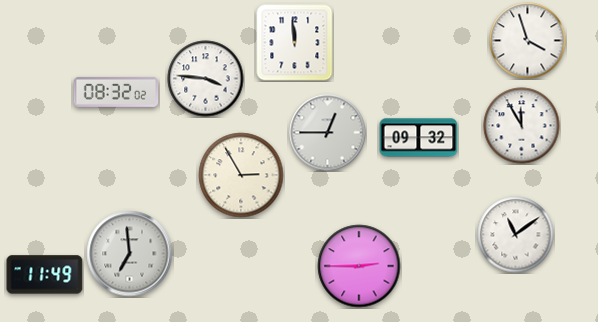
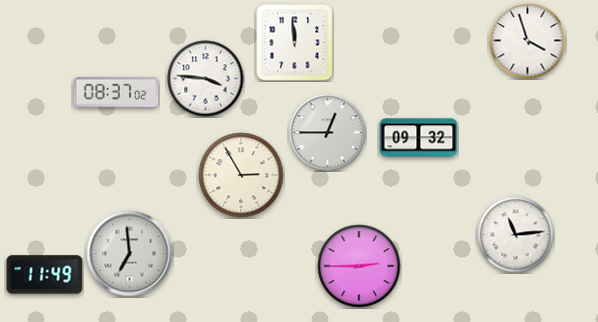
clock at (116, 92): 08:32 -> 08:37
clock at (522, 126): 11:55 -> none
clock at (516, 235): 11:09 -> 11:14
